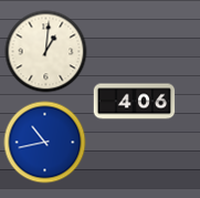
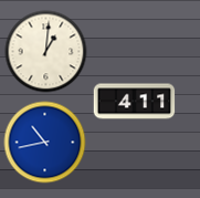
clock at (135, 102): 4:06 -> 4:11
